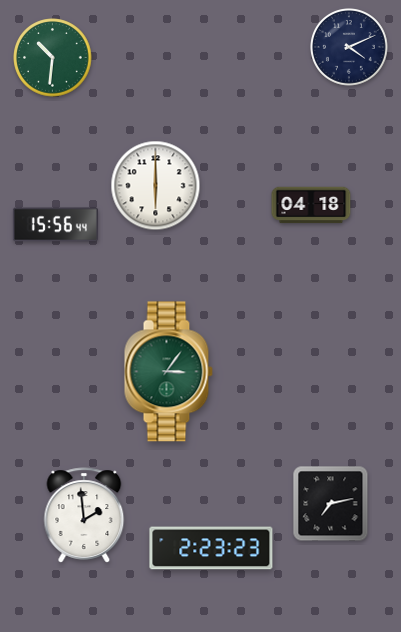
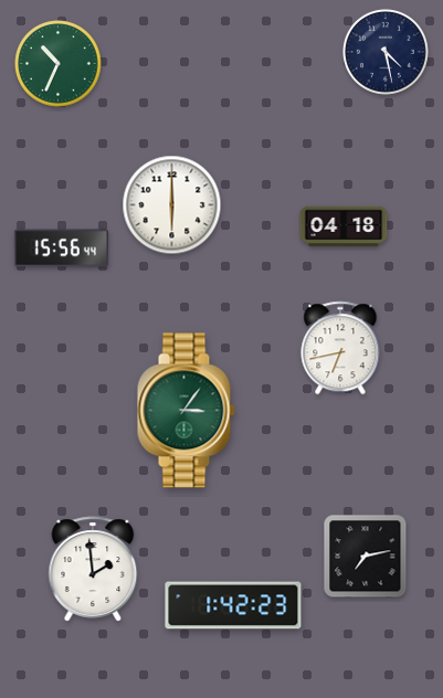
clock at (350, 48): 4:11 -> 4:28
clock at (53, 58): 10:31 -> 10:34
clock at (340, 348): none -> 6:43
clock at (211, 548): 2:23 -> 1:42
